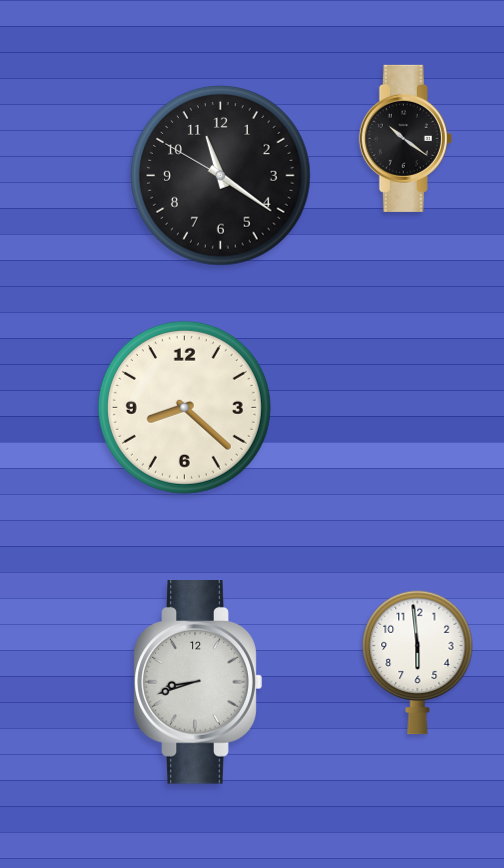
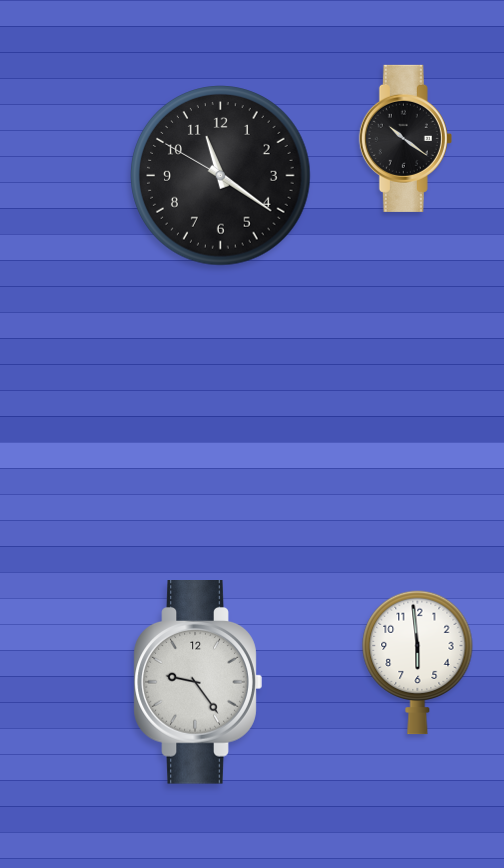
clock at (184, 407): 8:22 -> none
clock at (198, 683): 8:42 -> 9:24
